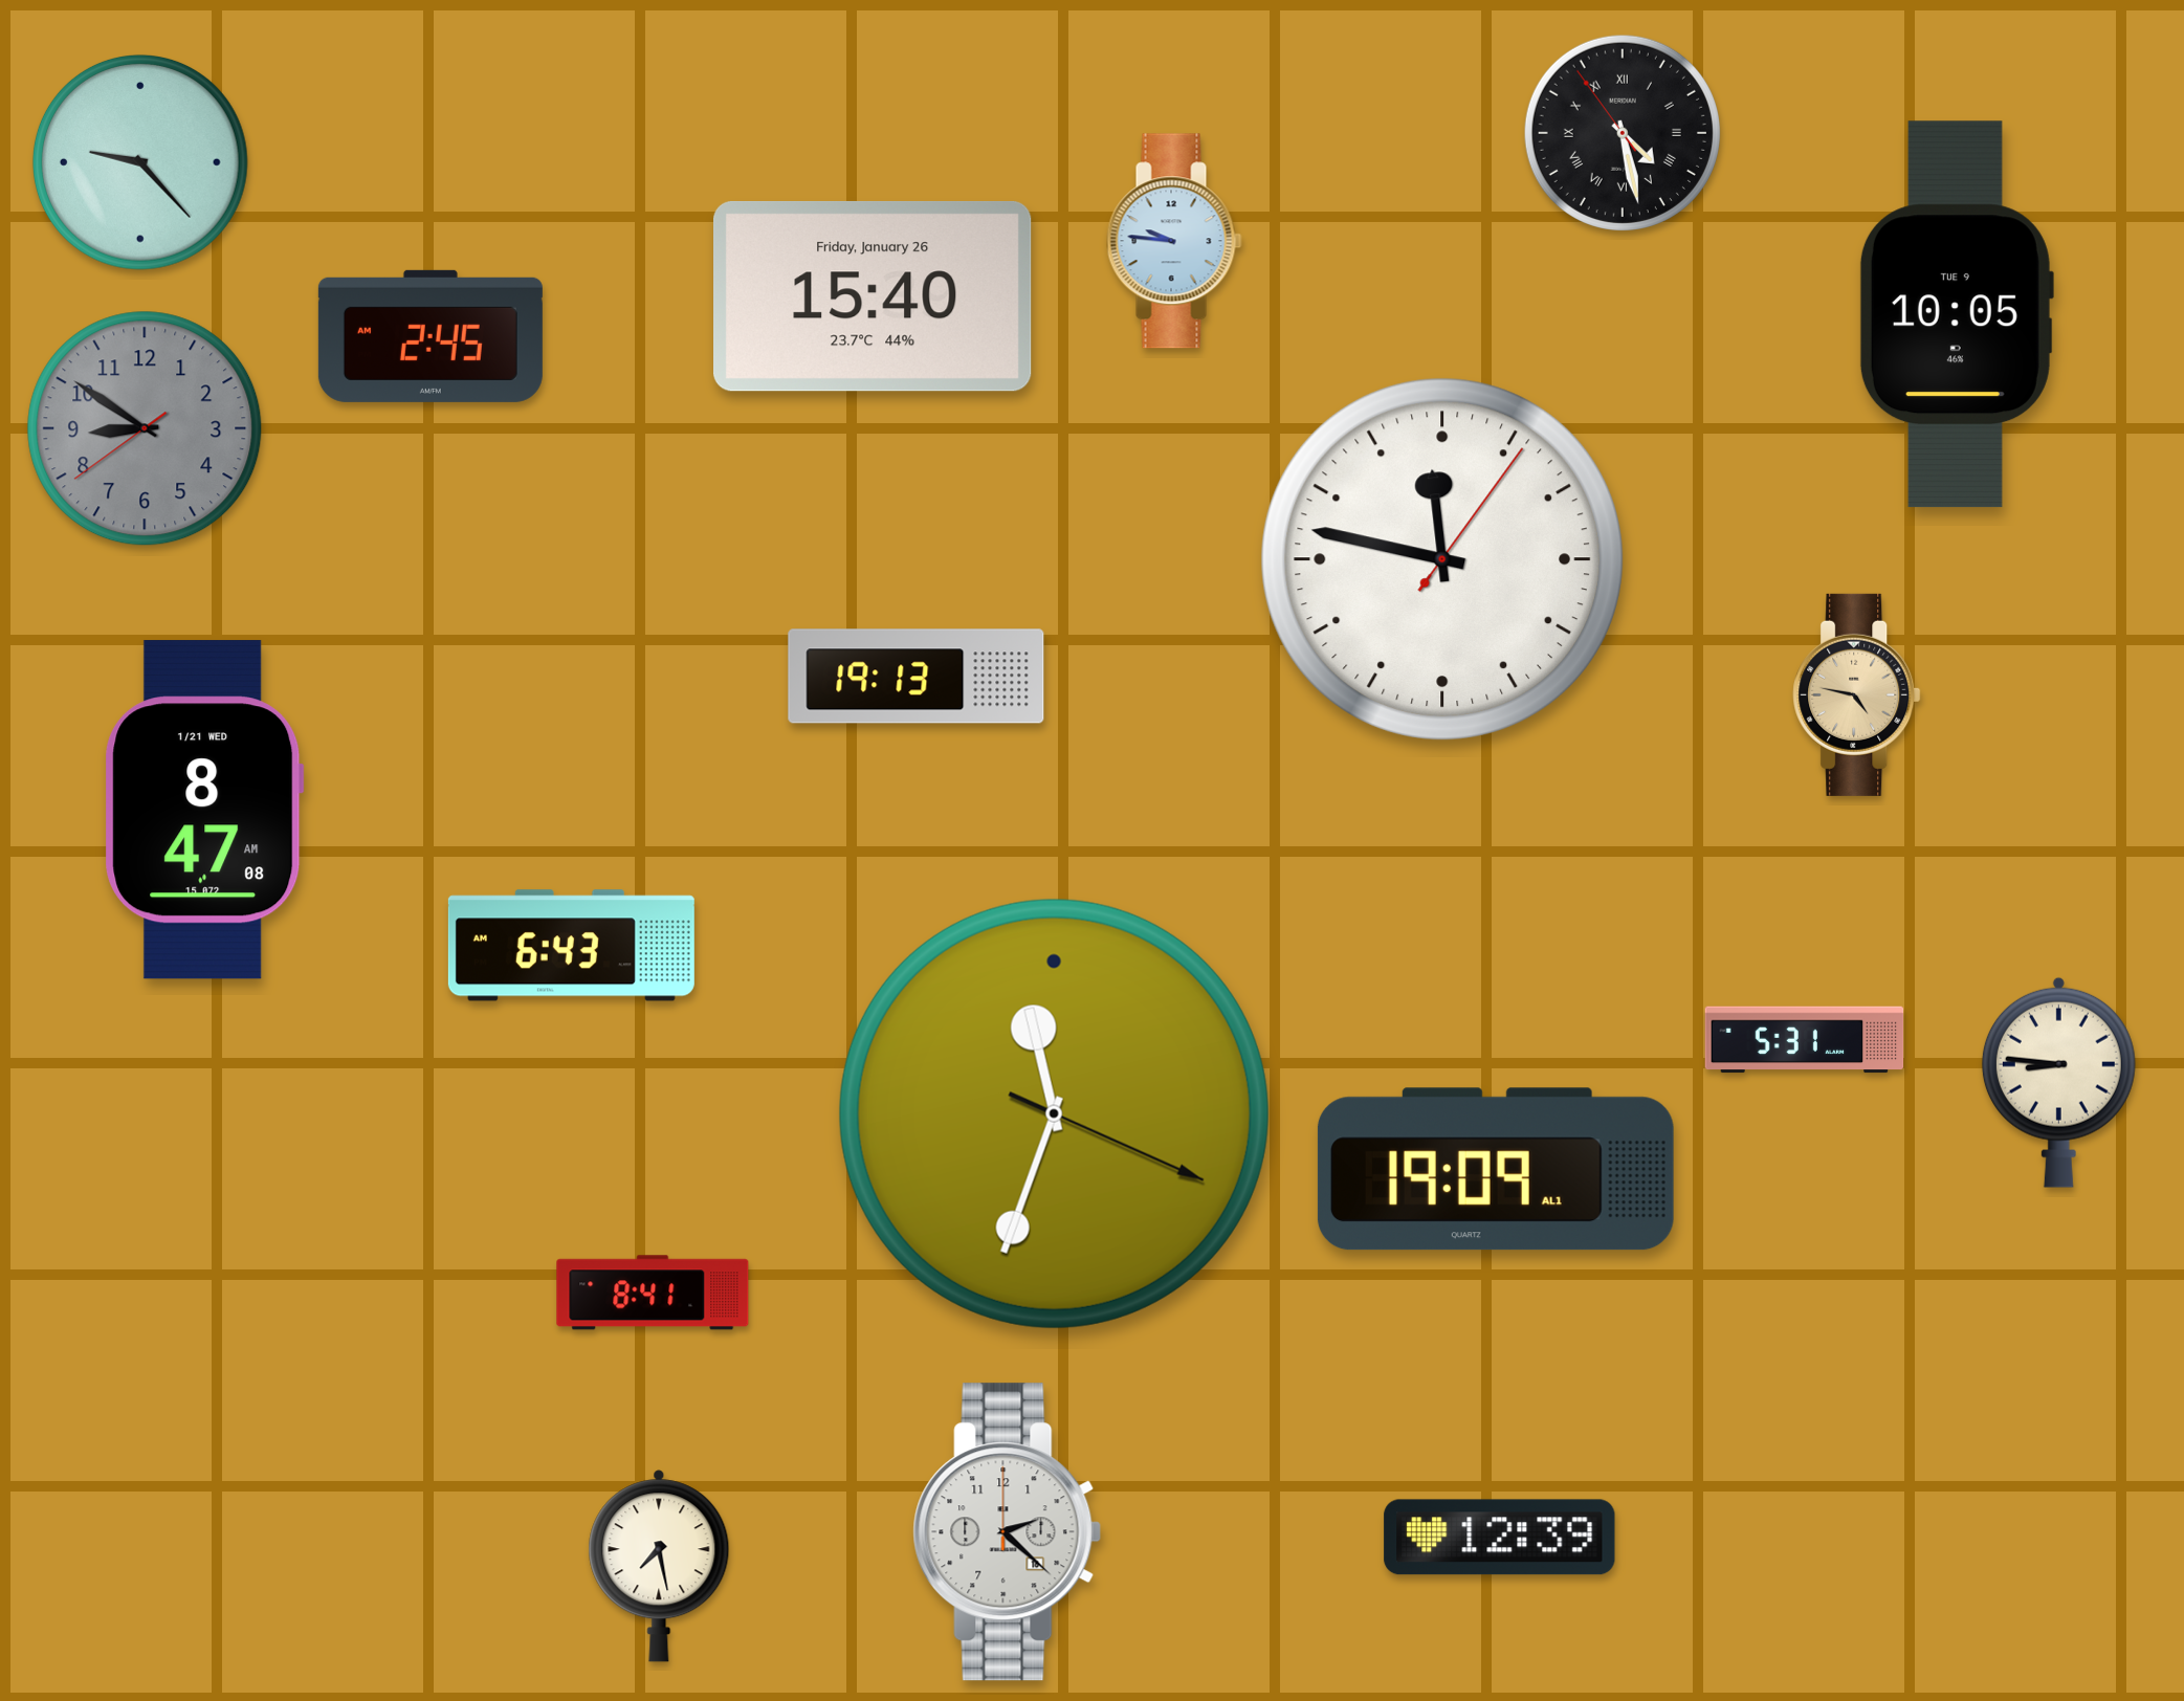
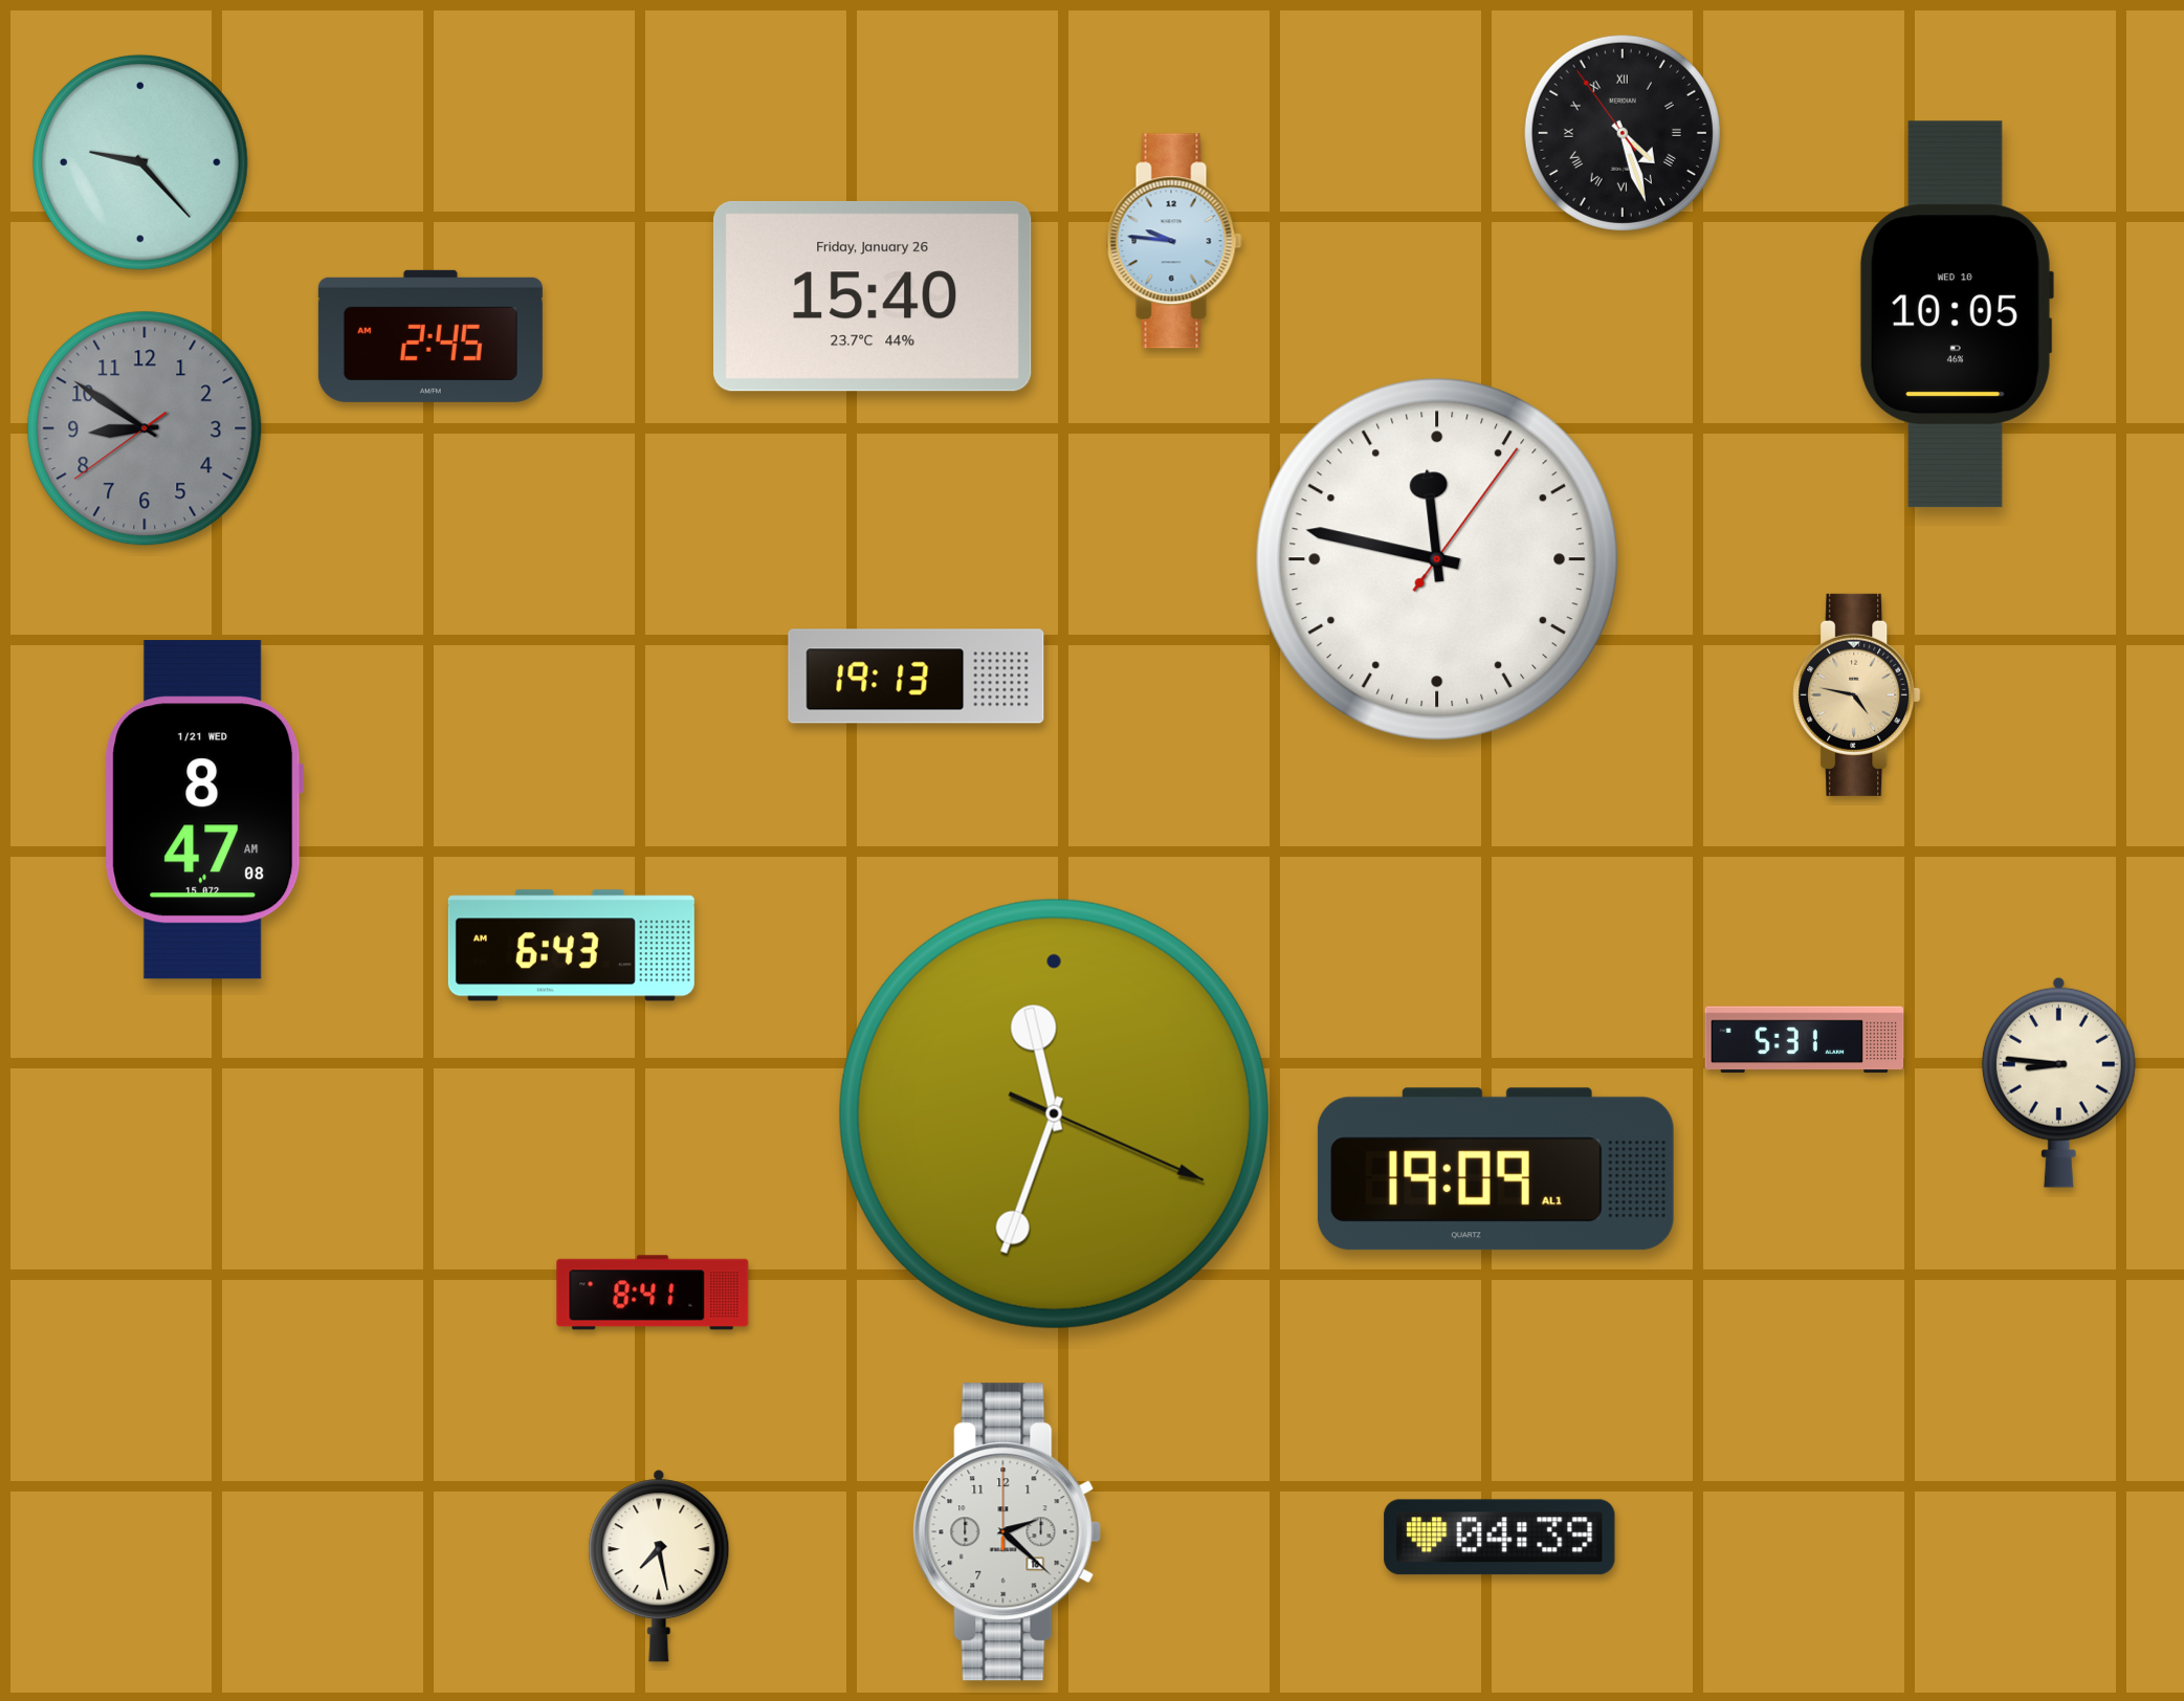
clock at (1623, 133): 4:27 -> 4:26
clock at (1956, 314) date: TUE 9 -> WED 10
clock at (1442, 559) position: (1442, 559) -> (1437, 559)
clock at (1500, 1538): 12:39 -> 04:39
